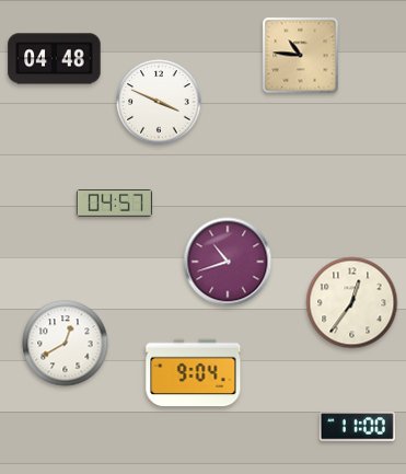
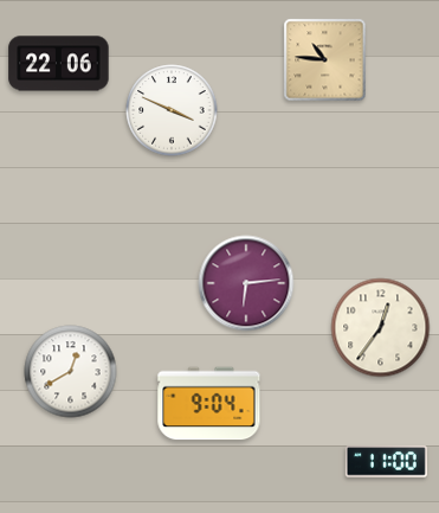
clock at (55, 59): 04:48 -> 22:06
clock at (114, 204): 04:57 -> none
clock at (228, 262): 10:42 -> 6:14
